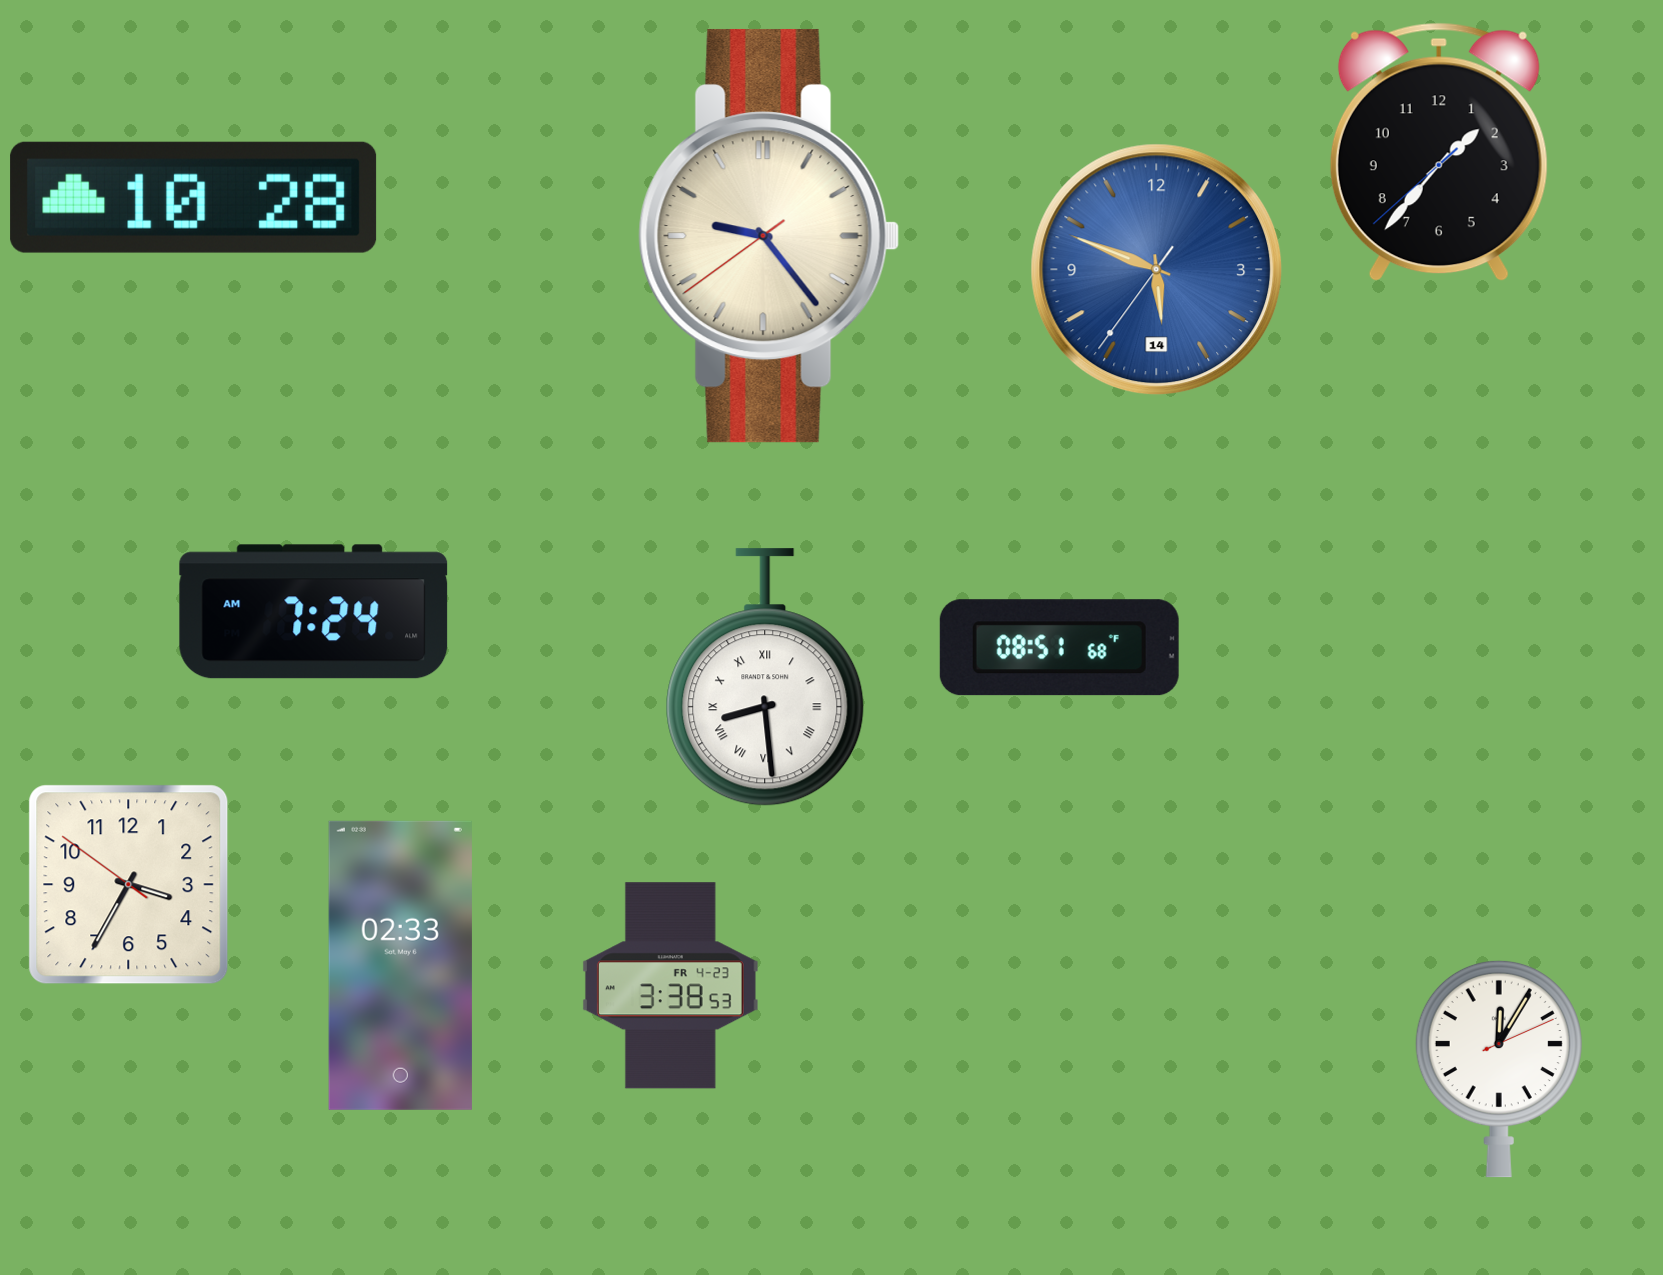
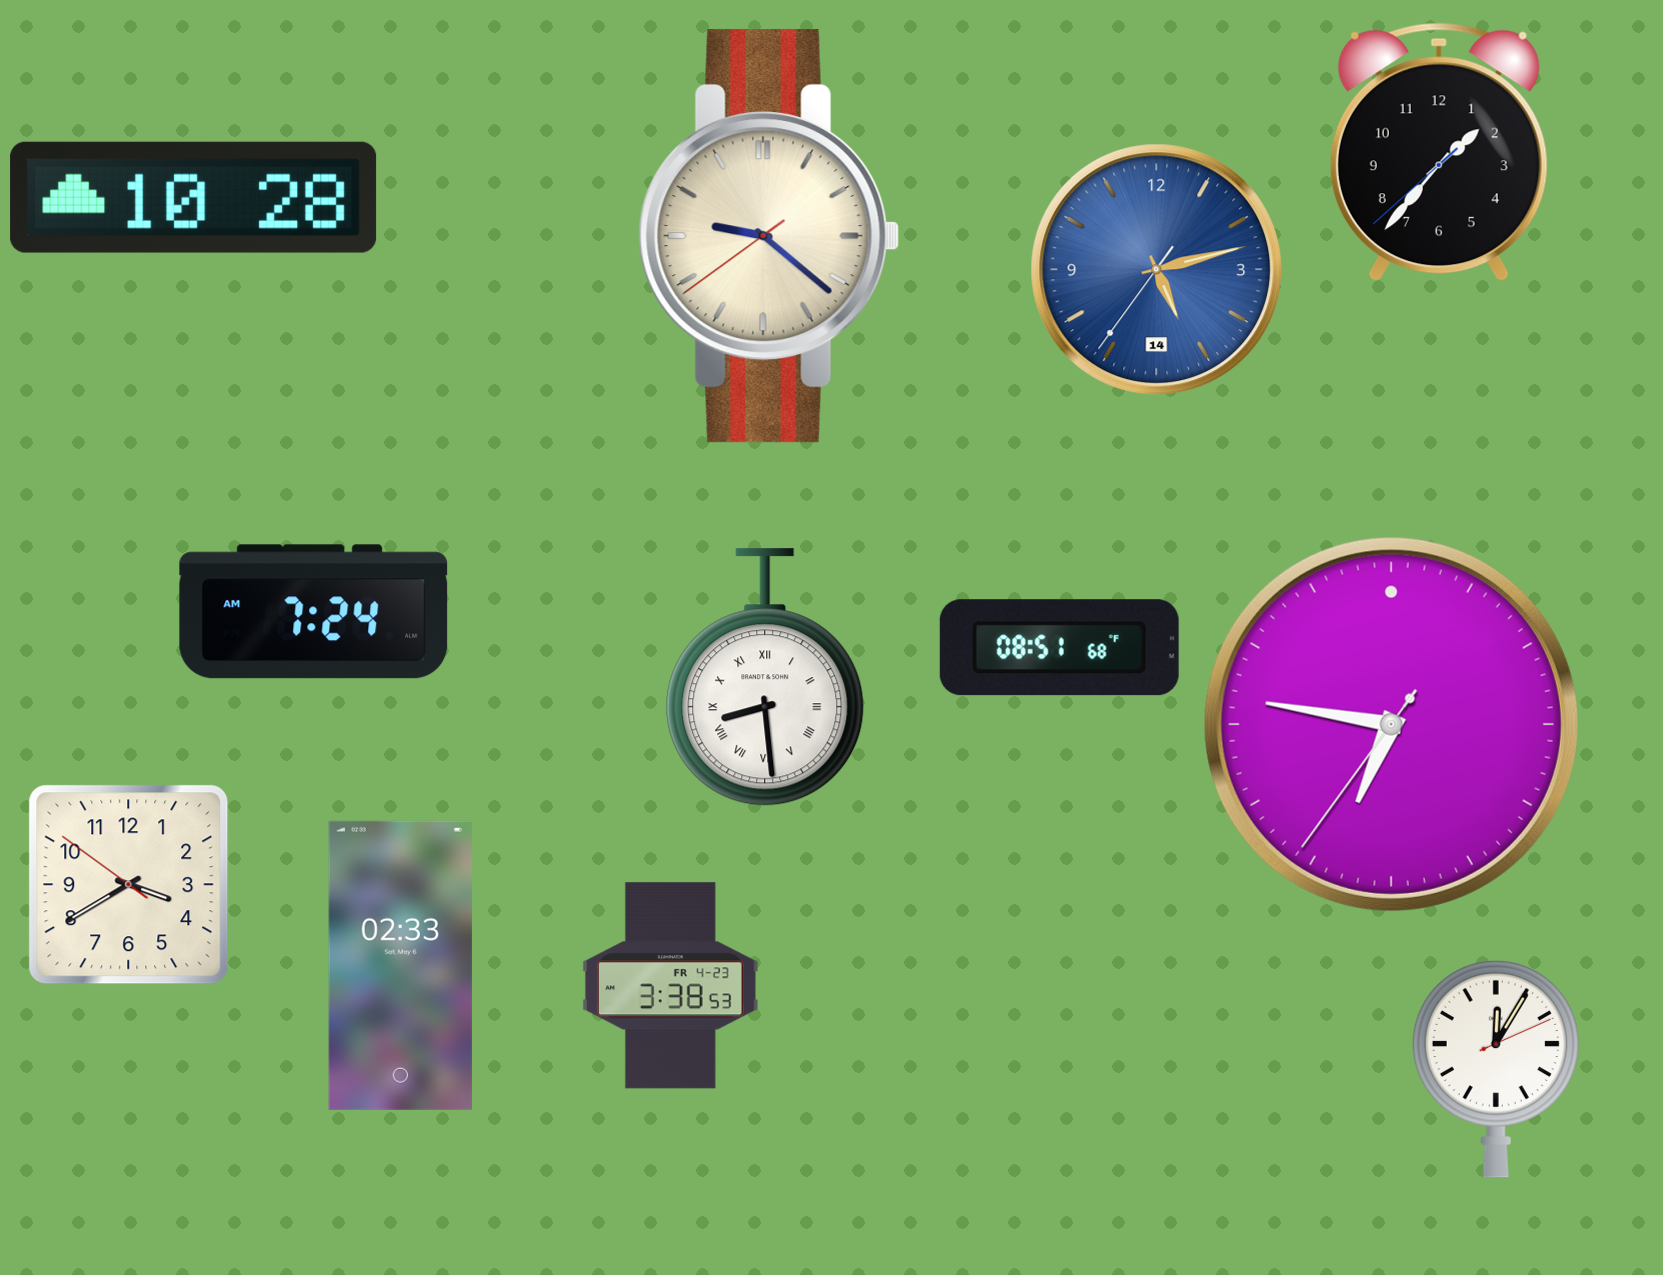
clock at (769, 236): 9:23 -> 9:21
clock at (1157, 270): 5:48 -> 5:12
clock at (1391, 724): none -> 6:46
clock at (129, 885): 3:34 -> 3:39
clock at (1499, 1069) position: (1499, 1069) -> (1496, 1069)
